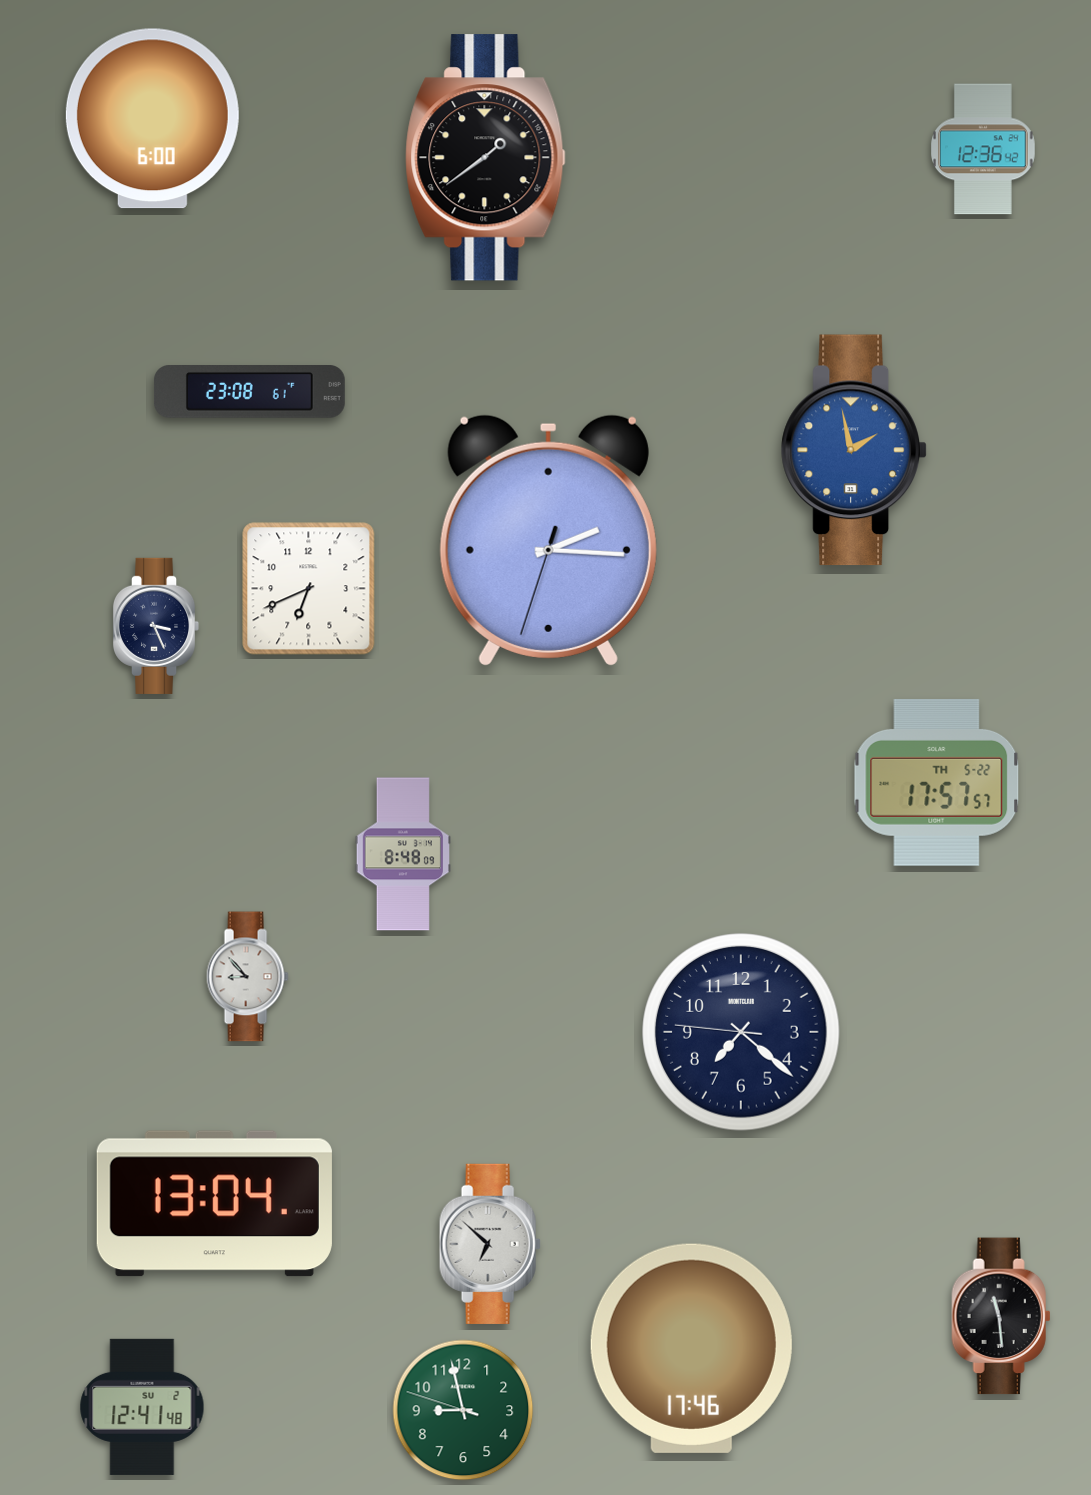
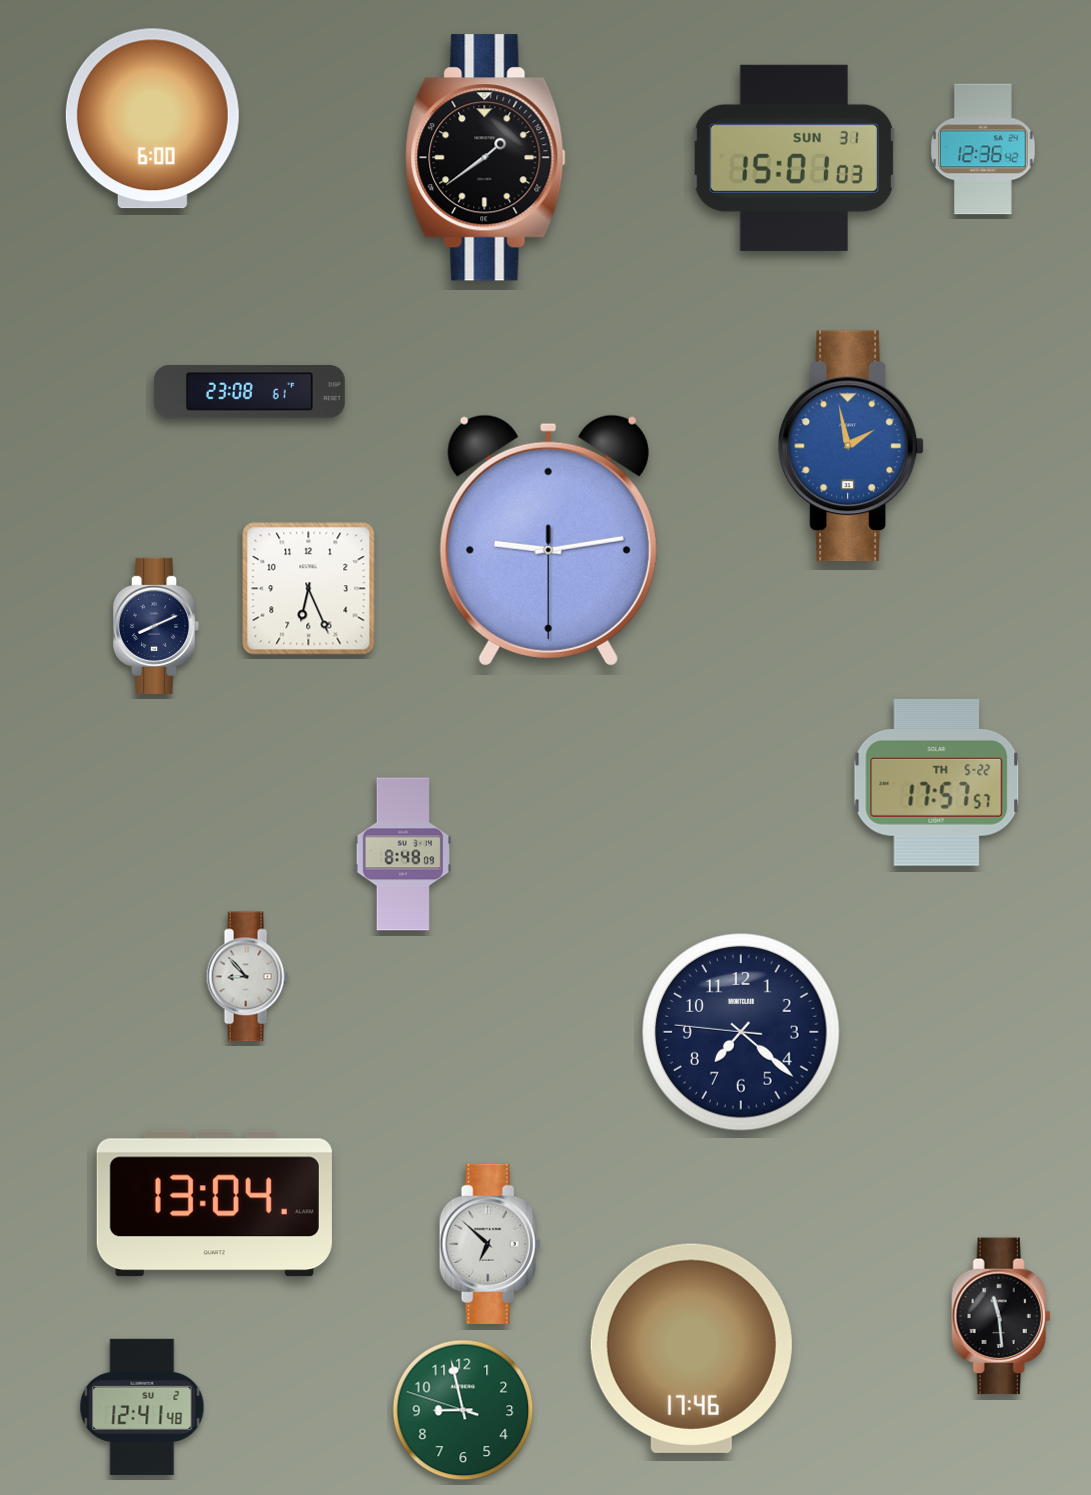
clock at (793, 158): none -> 15:01
clock at (854, 450) position: (854, 450) -> (851, 446)
clock at (548, 540): 2:15 -> 9:13
clock at (309, 589): 6:41 -> 6:26
clock at (156, 626): 3:26 -> 8:11
